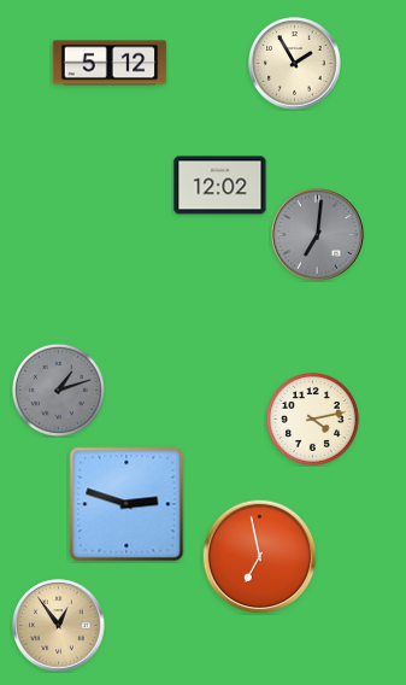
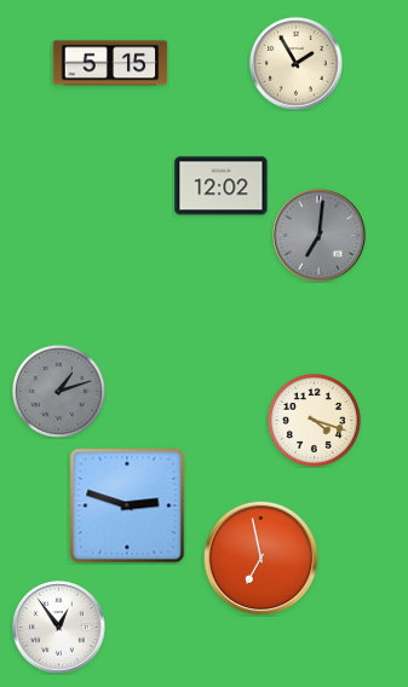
clock at (110, 63): 5:12 -> 5:15
clock at (312, 418): 4:13 -> 4:18
clock at (59, 626) dial: champagne -> white
